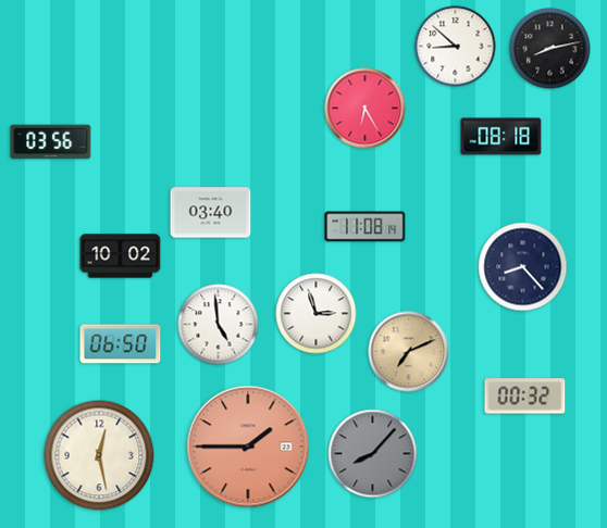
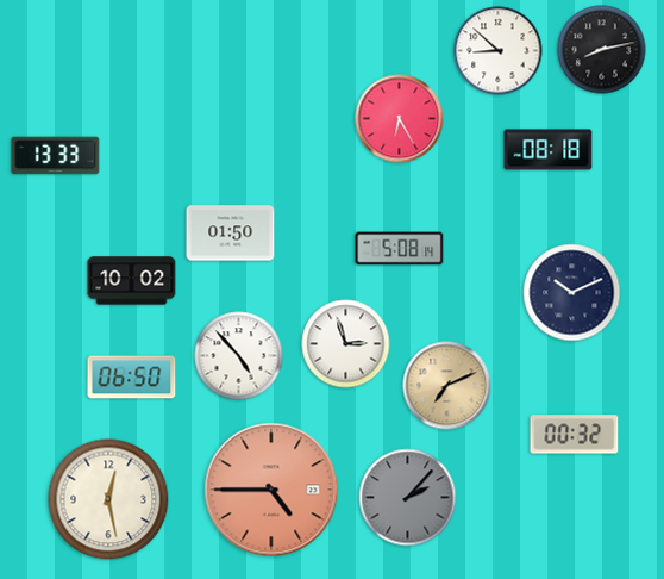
clock at (550, 49) position: (550, 49) -> (602, 50)
clock at (51, 142): 03:56 -> 13:33
clock at (211, 213): 03:40 -> 01:50
clock at (366, 227): 11:08 -> 5:08
clock at (523, 267): 8:23 -> 10:11
clock at (219, 325): 4:59 -> 4:53
clock at (248, 447): 1:45 -> 4:45
clock at (373, 454): 8:07 -> 2:07
